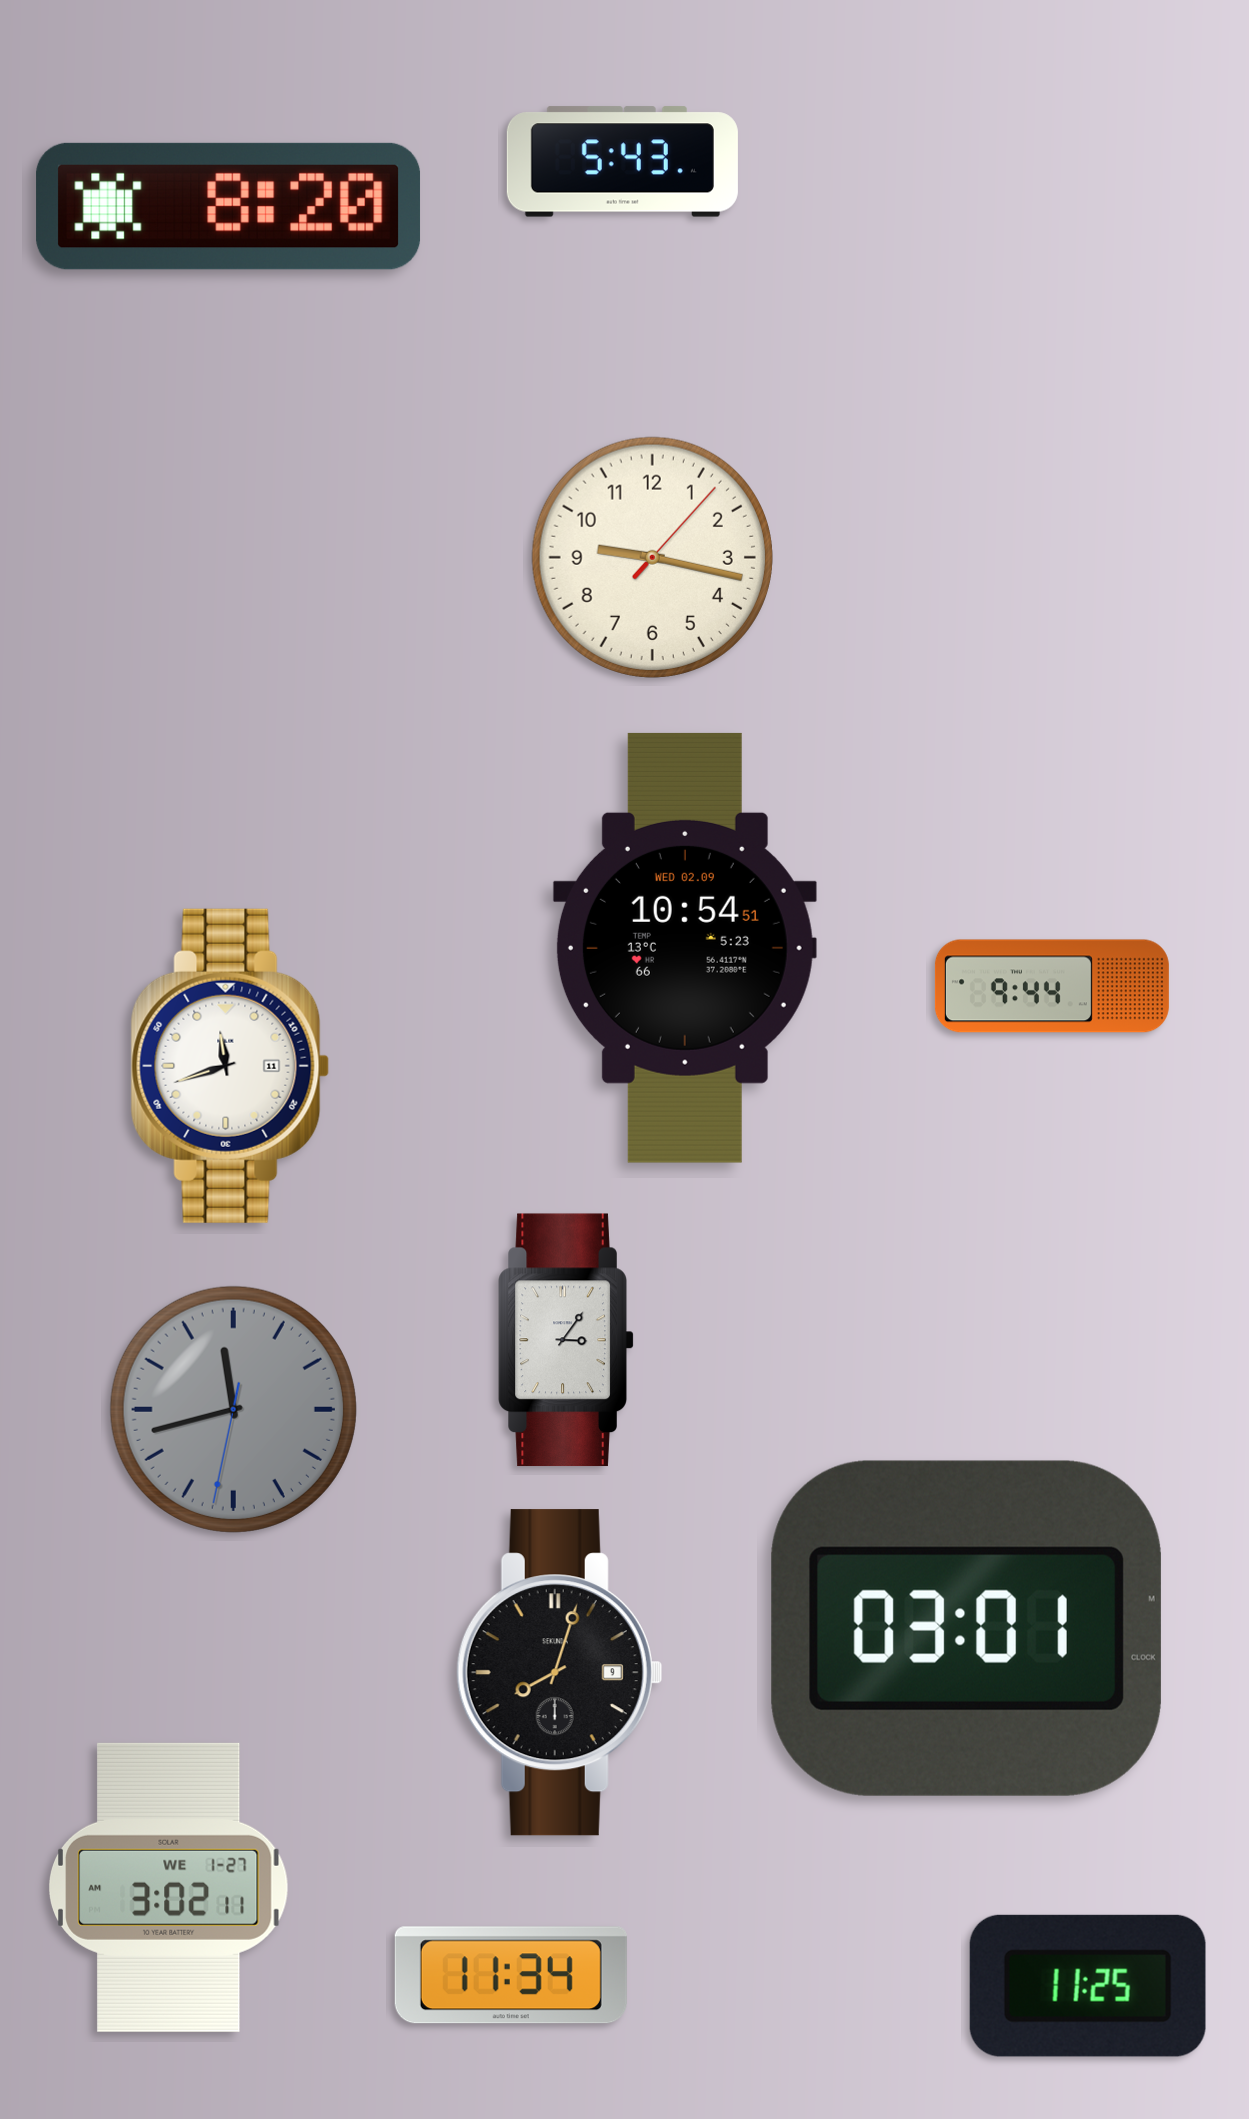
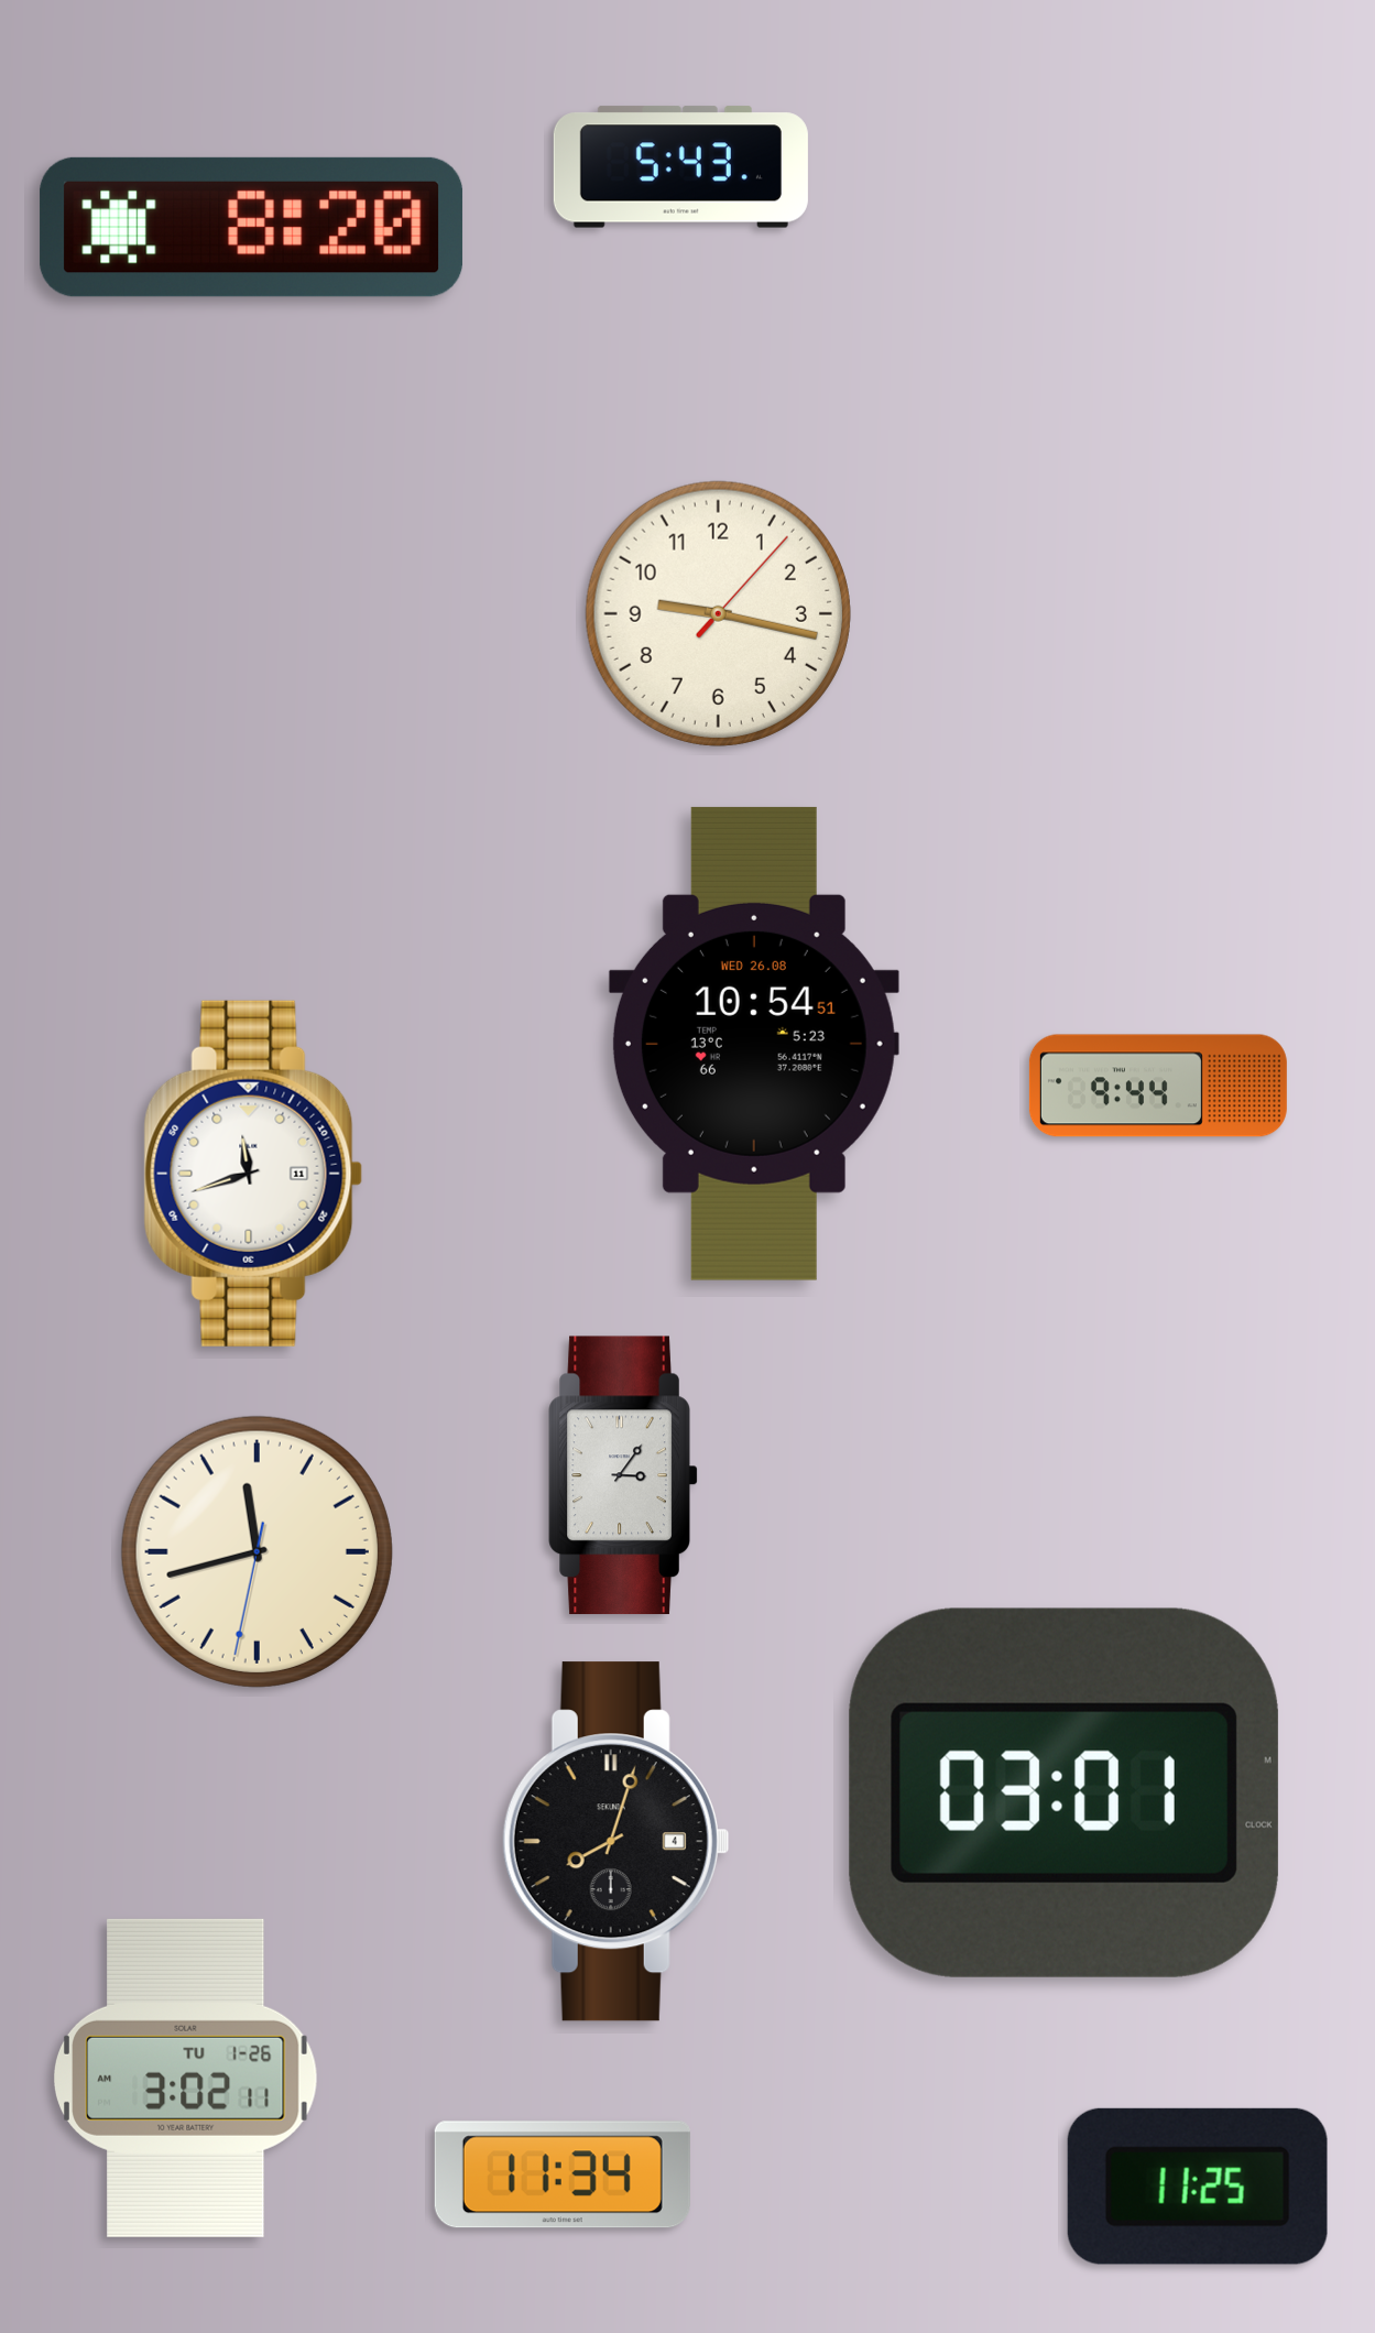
clock at (622, 162) position: (622, 162) -> (680, 167)
clock at (685, 948) date: WED 02.09 -> WED 26.08
clock at (233, 1409) dial: grey -> cream
clock at (559, 1673) date: 9 -> 4
clock at (169, 1887) date: WE 1-27 -> TU 1-26
